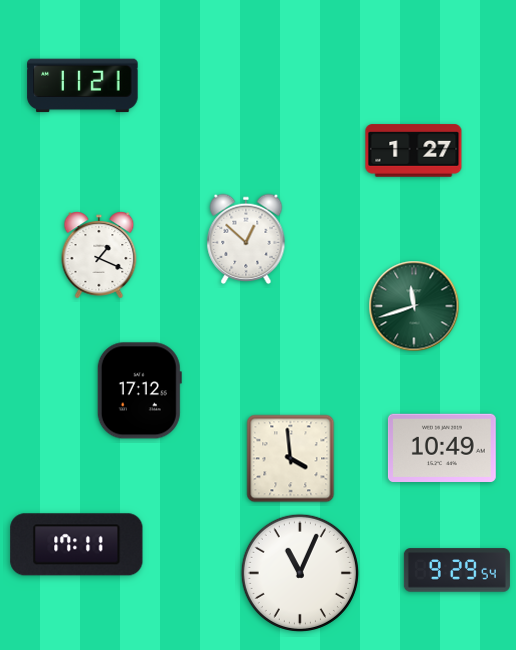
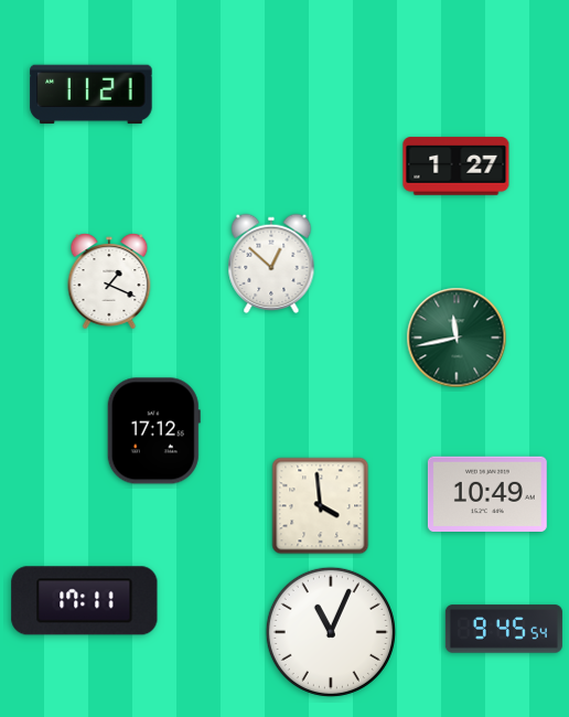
clock at (414, 306): 11:42 -> 11:43
clock at (457, 570): 9:29 -> 9:45
